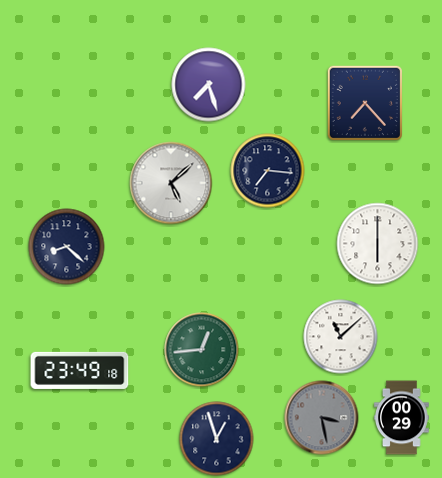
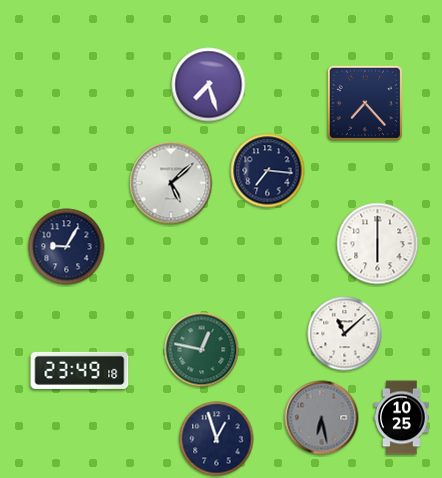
clock at (67, 247): 8:22 -> 9:05
clock at (341, 337) position: (341, 337) -> (345, 334)
clock at (202, 350): 12:44 -> 12:47
clock at (322, 418): 3:28 -> 6:28
clock at (402, 418): 00:29 -> 10:25
